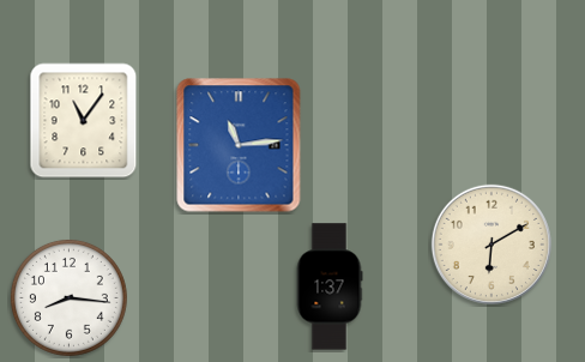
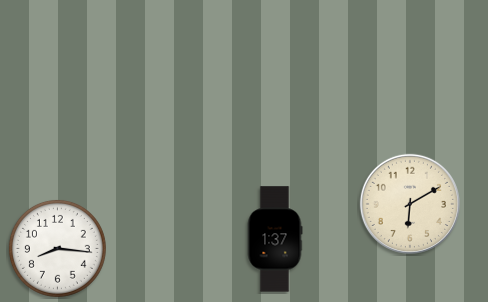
clock at (84, 121): 11:06 -> none
clock at (239, 145): 11:14 -> none
